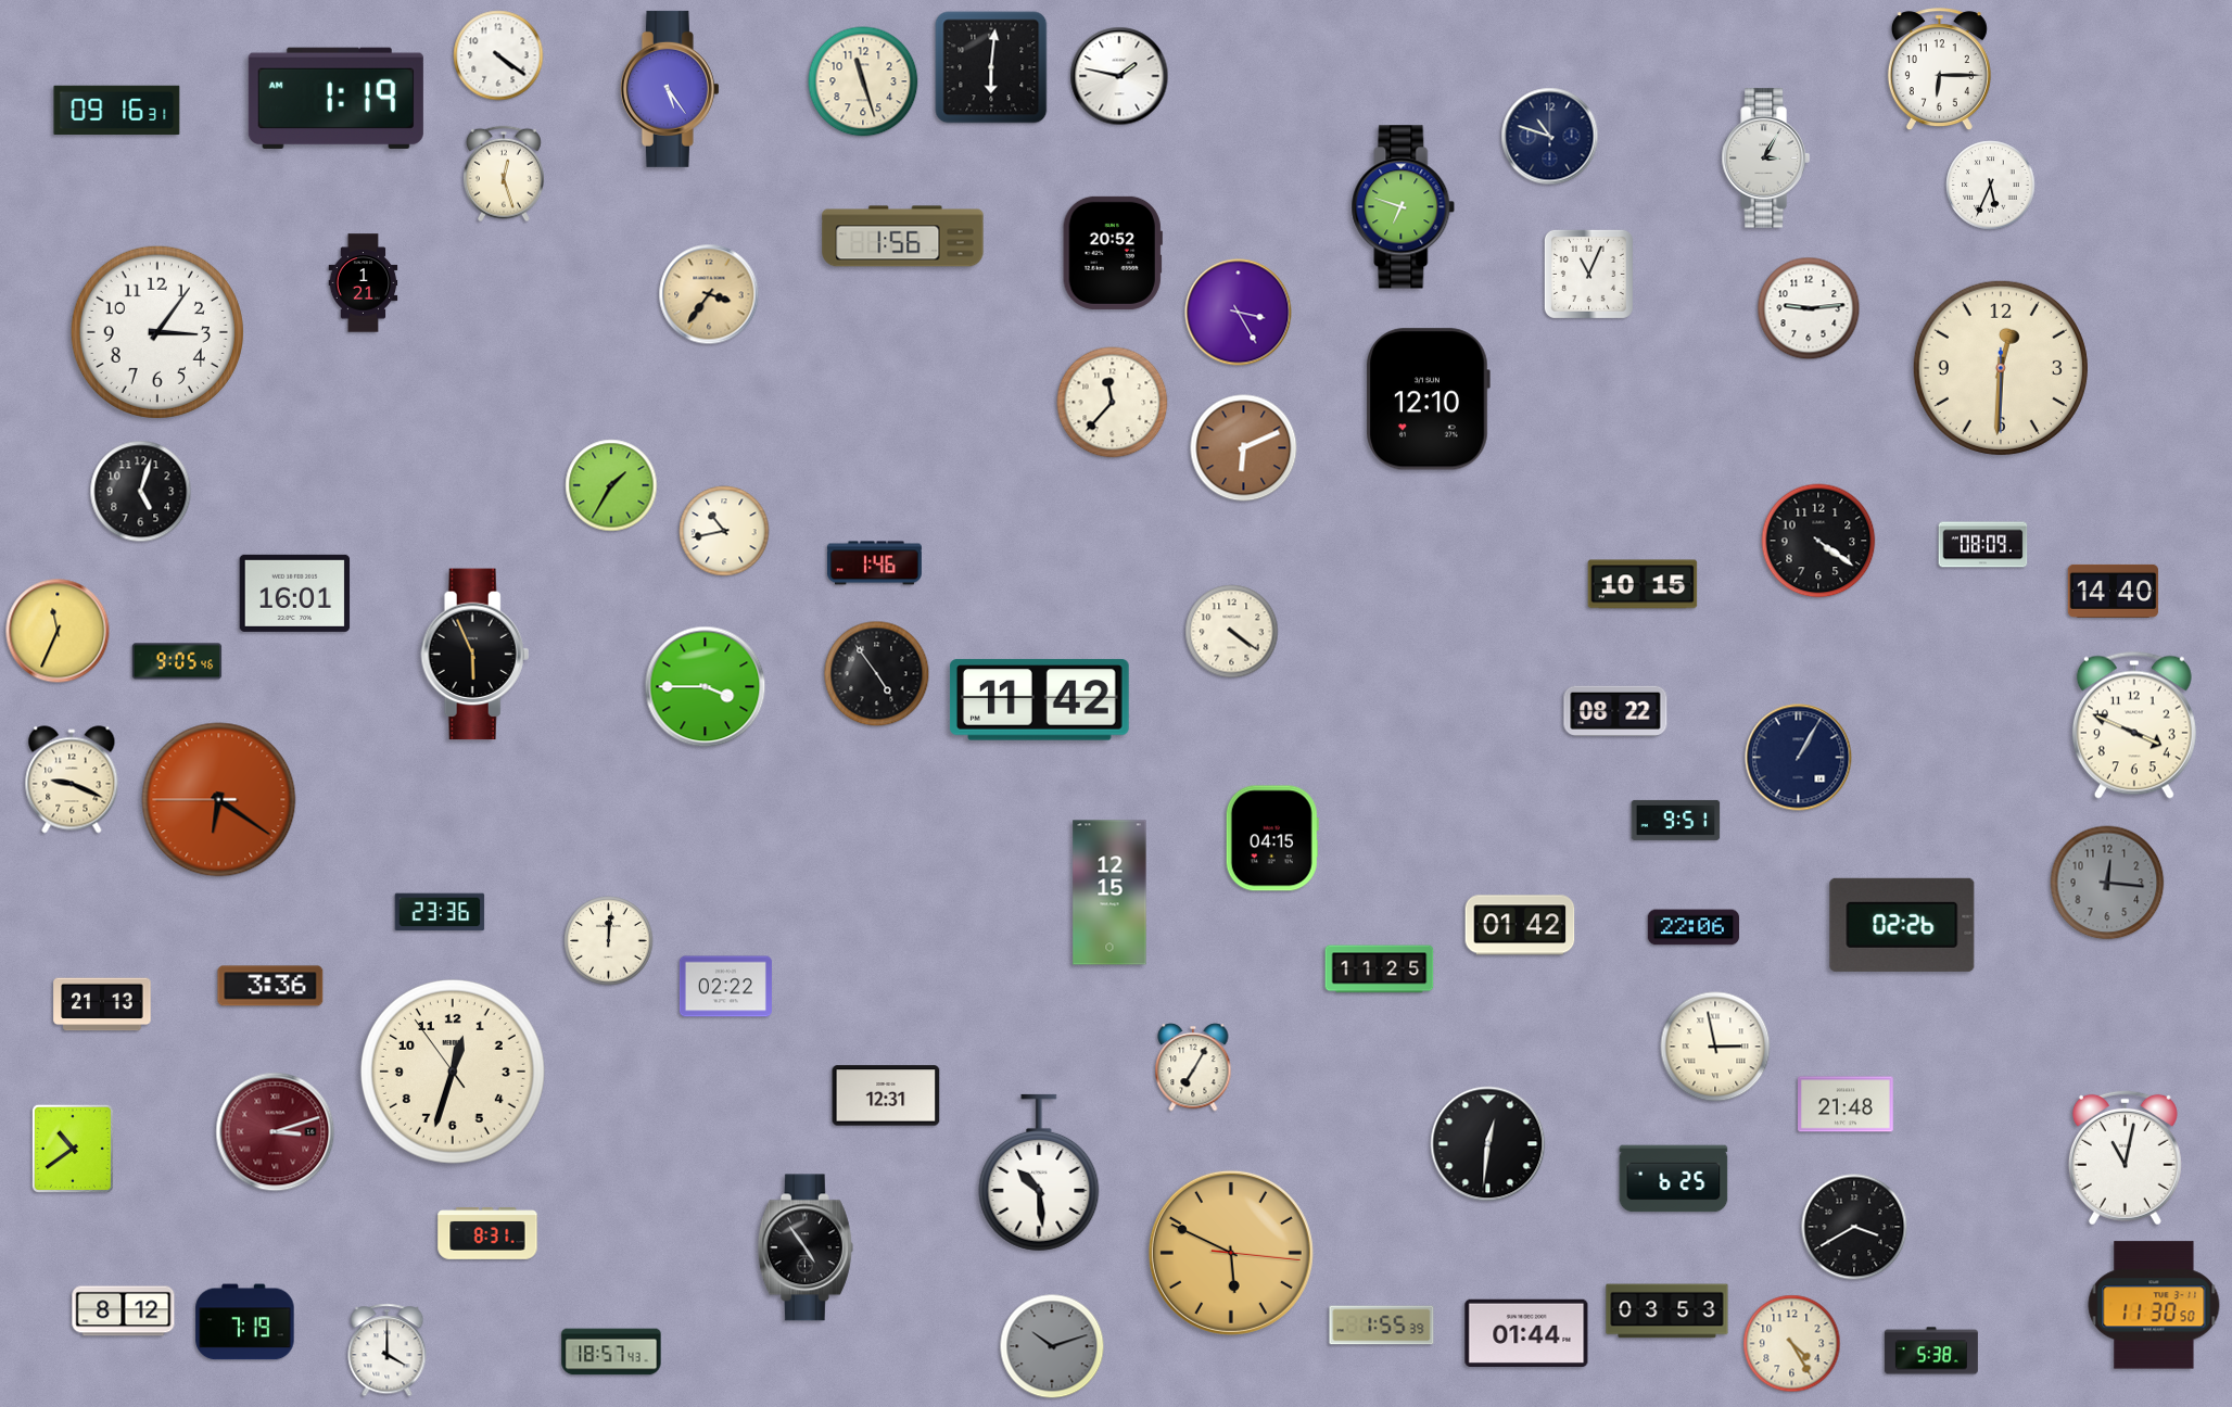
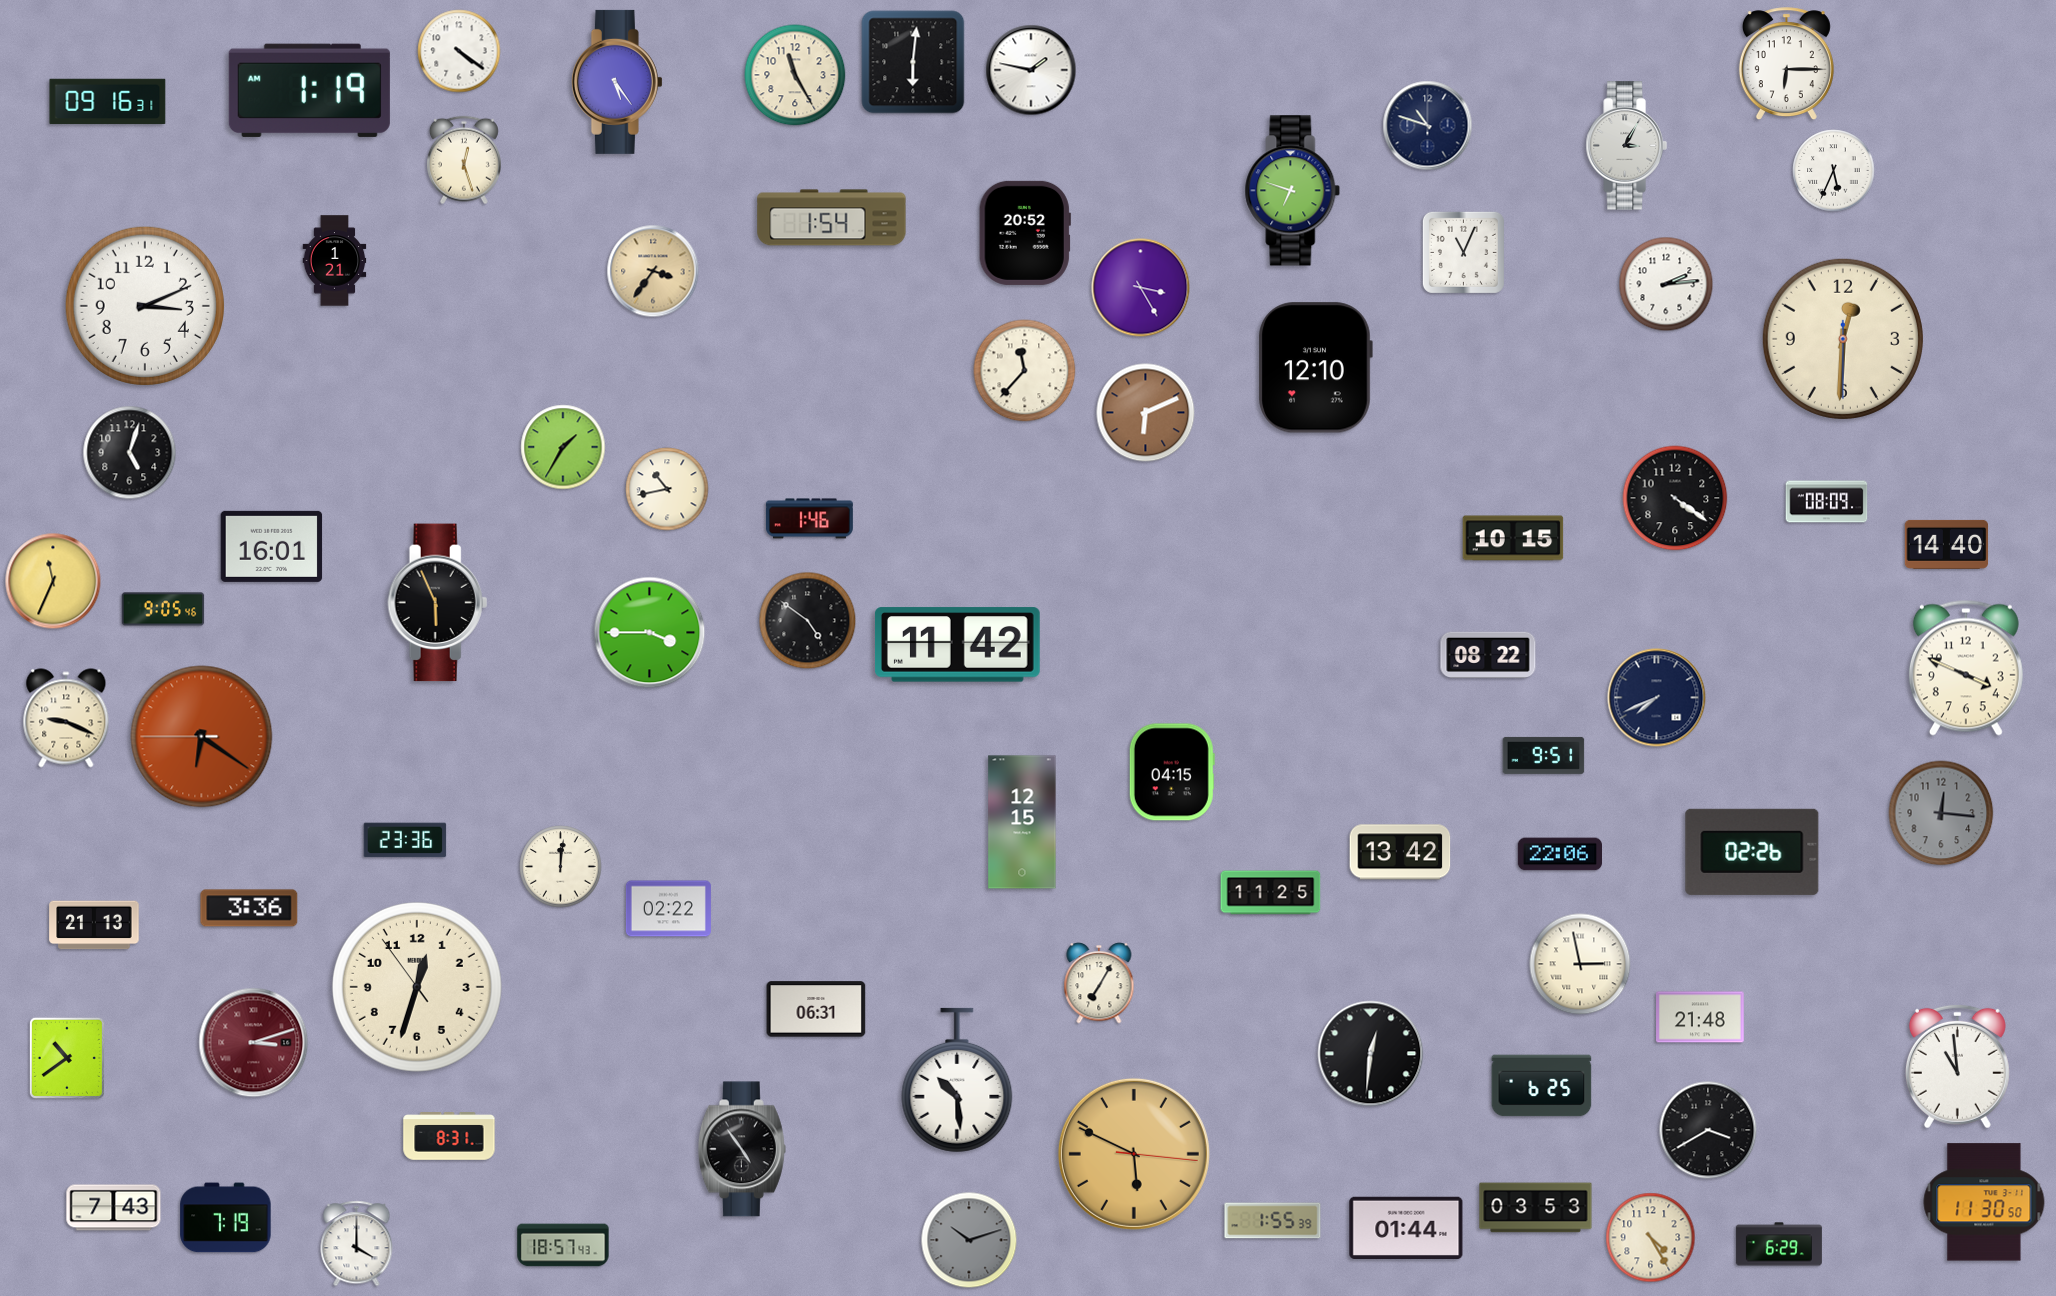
clock at (863, 81): 11:27 -> 11:25
clock at (903, 237): 1:56 -> 1:54
clock at (1809, 308): 9:14 -> 2:14
clock at (157, 332): 3:06 -> 3:11
clock at (874, 563) position: (874, 563) -> (809, 519)
clock at (1232, 632): 4:21 -> none
clock at (877, 674): 4:54 -> 4:51
clock at (1799, 758): 1:05 -> 7:41
clock at (1520, 925): 01:42 -> 13:42
clock at (886, 1095): 12:31 -> 06:31
clock at (2125, 1157): 11:02 -> 10:59
clock at (124, 1311): 8:12 -> 7:43
clock at (1931, 1351): 5:38 -> 6:29
